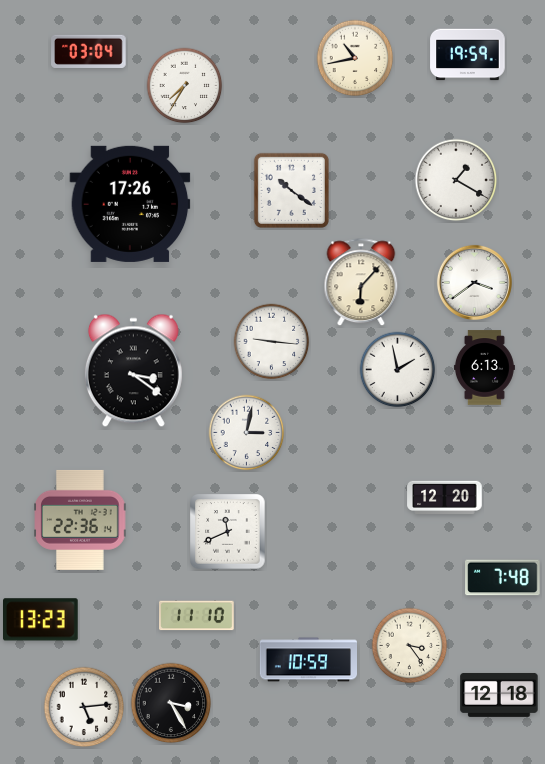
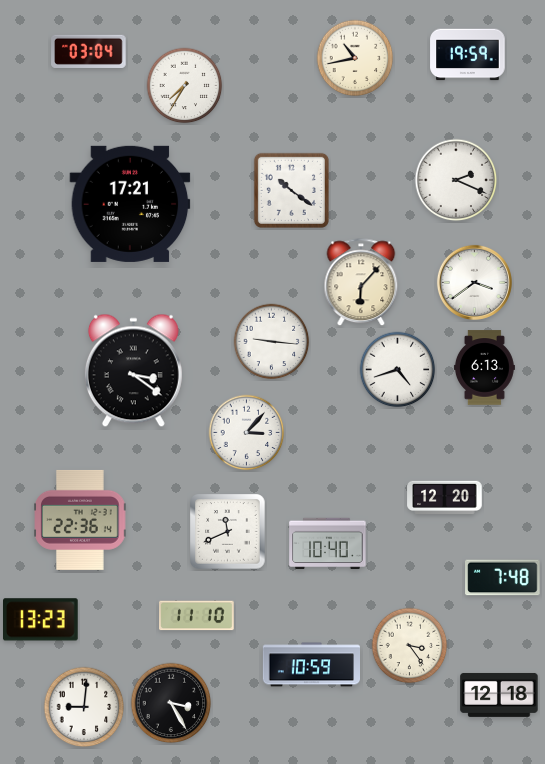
clock at (456, 180): 1:20 -> 2:19
clock at (130, 204): 17:26 -> 17:21
clock at (398, 370): 1:58 -> 4:42
clock at (247, 433): 3:02 -> 3:07
clock at (328, 544): none -> 10:40
clock at (308, 660) position: (308, 660) -> (311, 665)
clock at (84, 707): 5:14 -> 9:01
